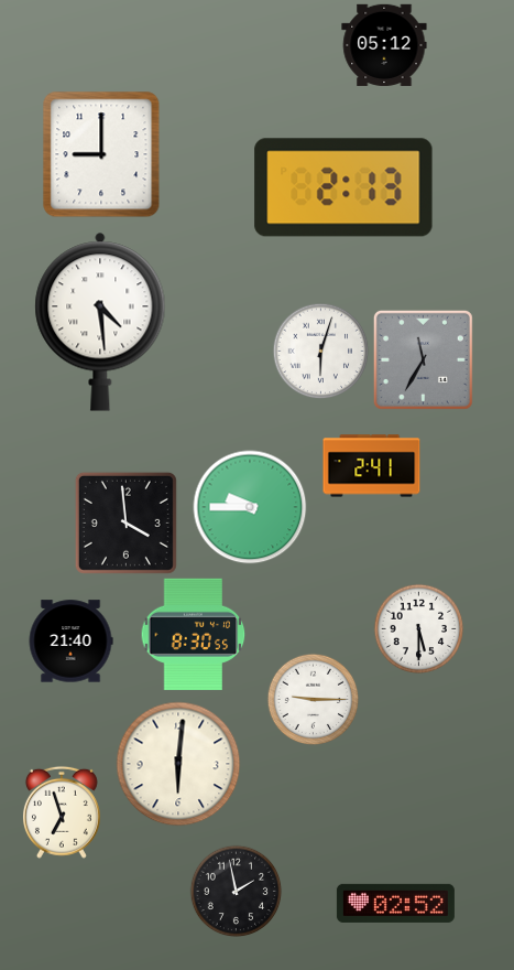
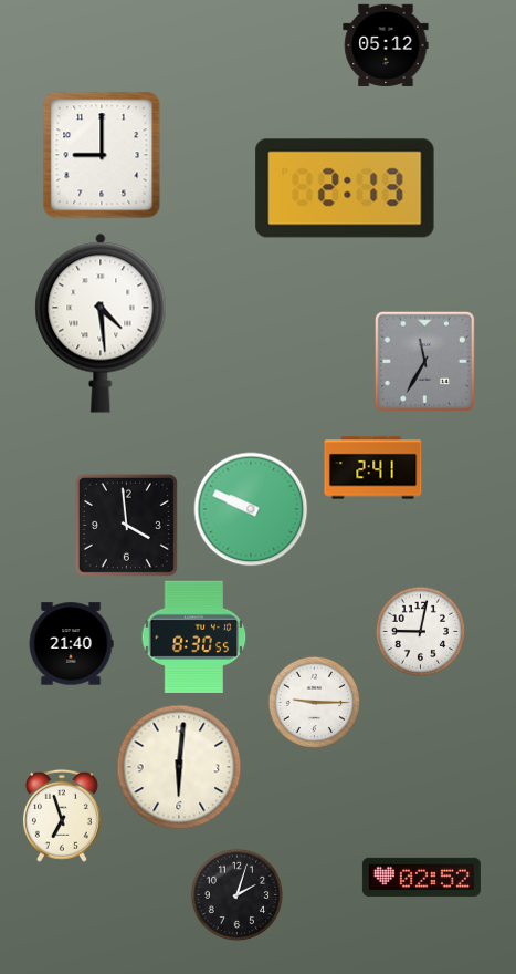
clock at (320, 351): 6:03 -> none
clock at (250, 507): 9:45 -> 9:49
clock at (418, 628): 5:30 -> 9:02
clock at (236, 891): 1:58 -> 2:03
clock at (395, 903) position: (395, 903) -> (421, 877)
